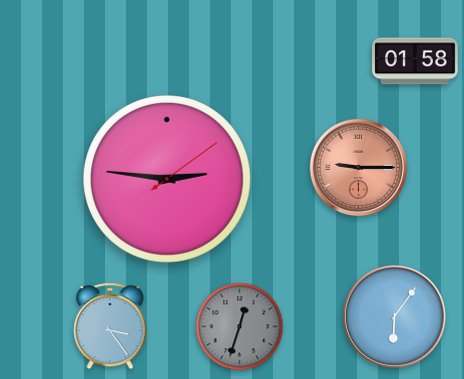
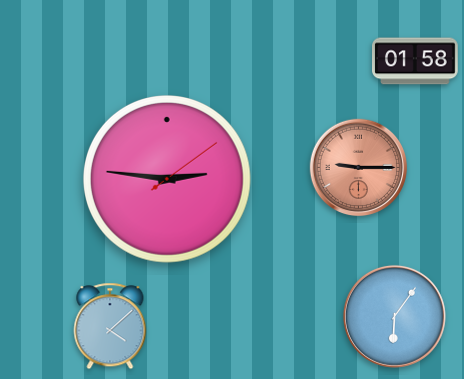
clock at (110, 326): 3:24 -> 4:08
clock at (240, 327): 12:33 -> none
